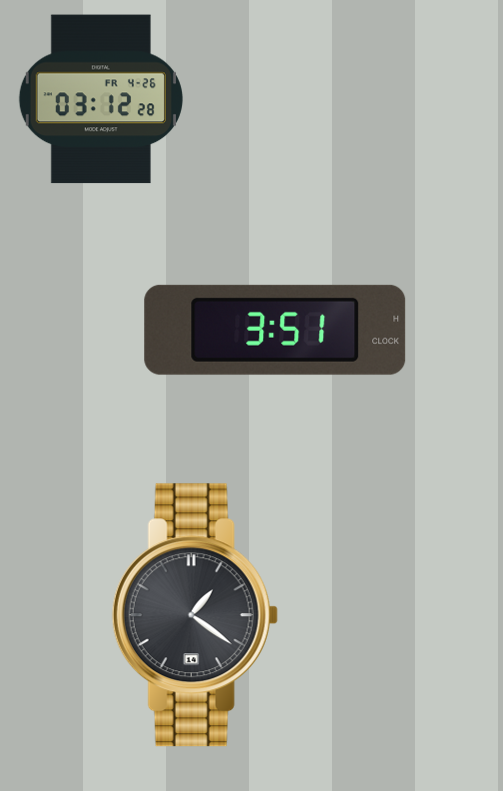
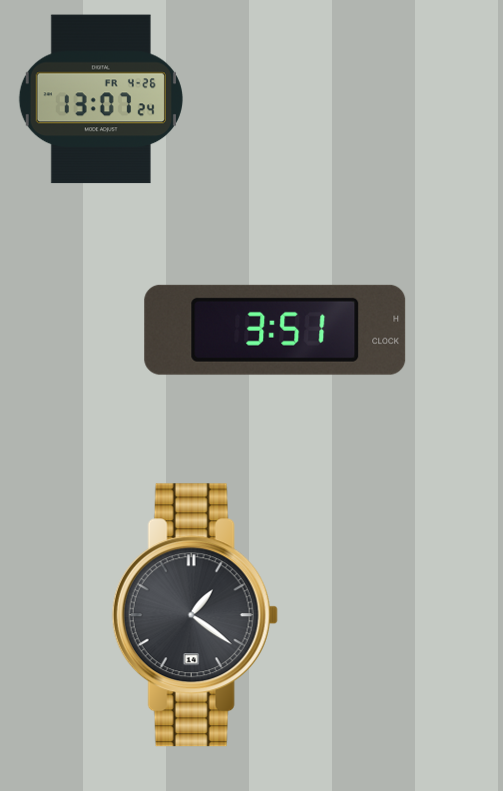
clock at (101, 99): 03:12 -> 13:07
